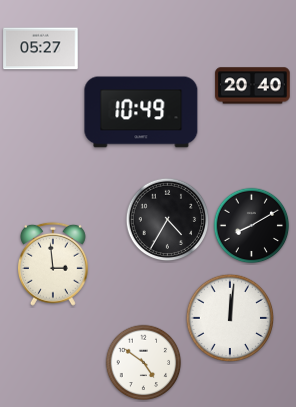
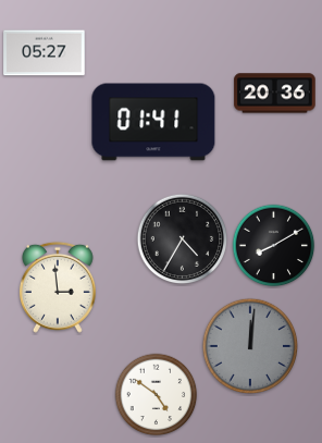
clock at (253, 86): 20:40 -> 20:36
clock at (141, 112): 10:49 -> 01:41
clock at (229, 317) dial: white -> grey
